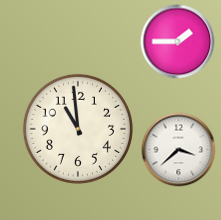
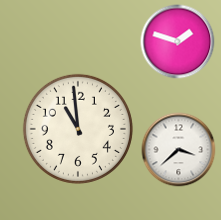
clock at (178, 42): 1:45 -> 1:48
